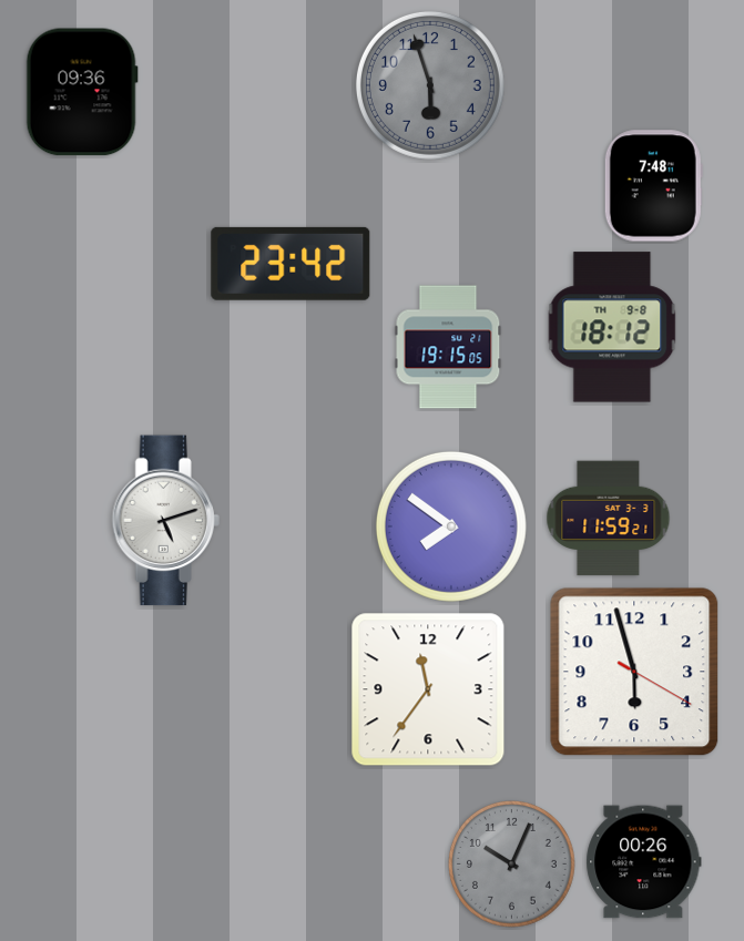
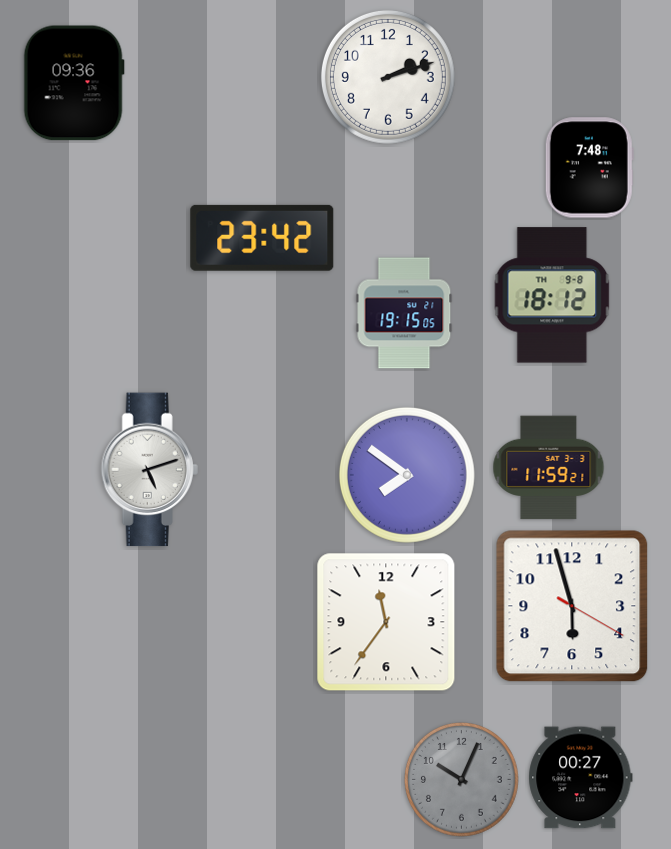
clock at (430, 85): 5:57 -> 2:12
clock at (430, 85) dial: grey -> white
clock at (644, 862): 00:26 -> 00:27
